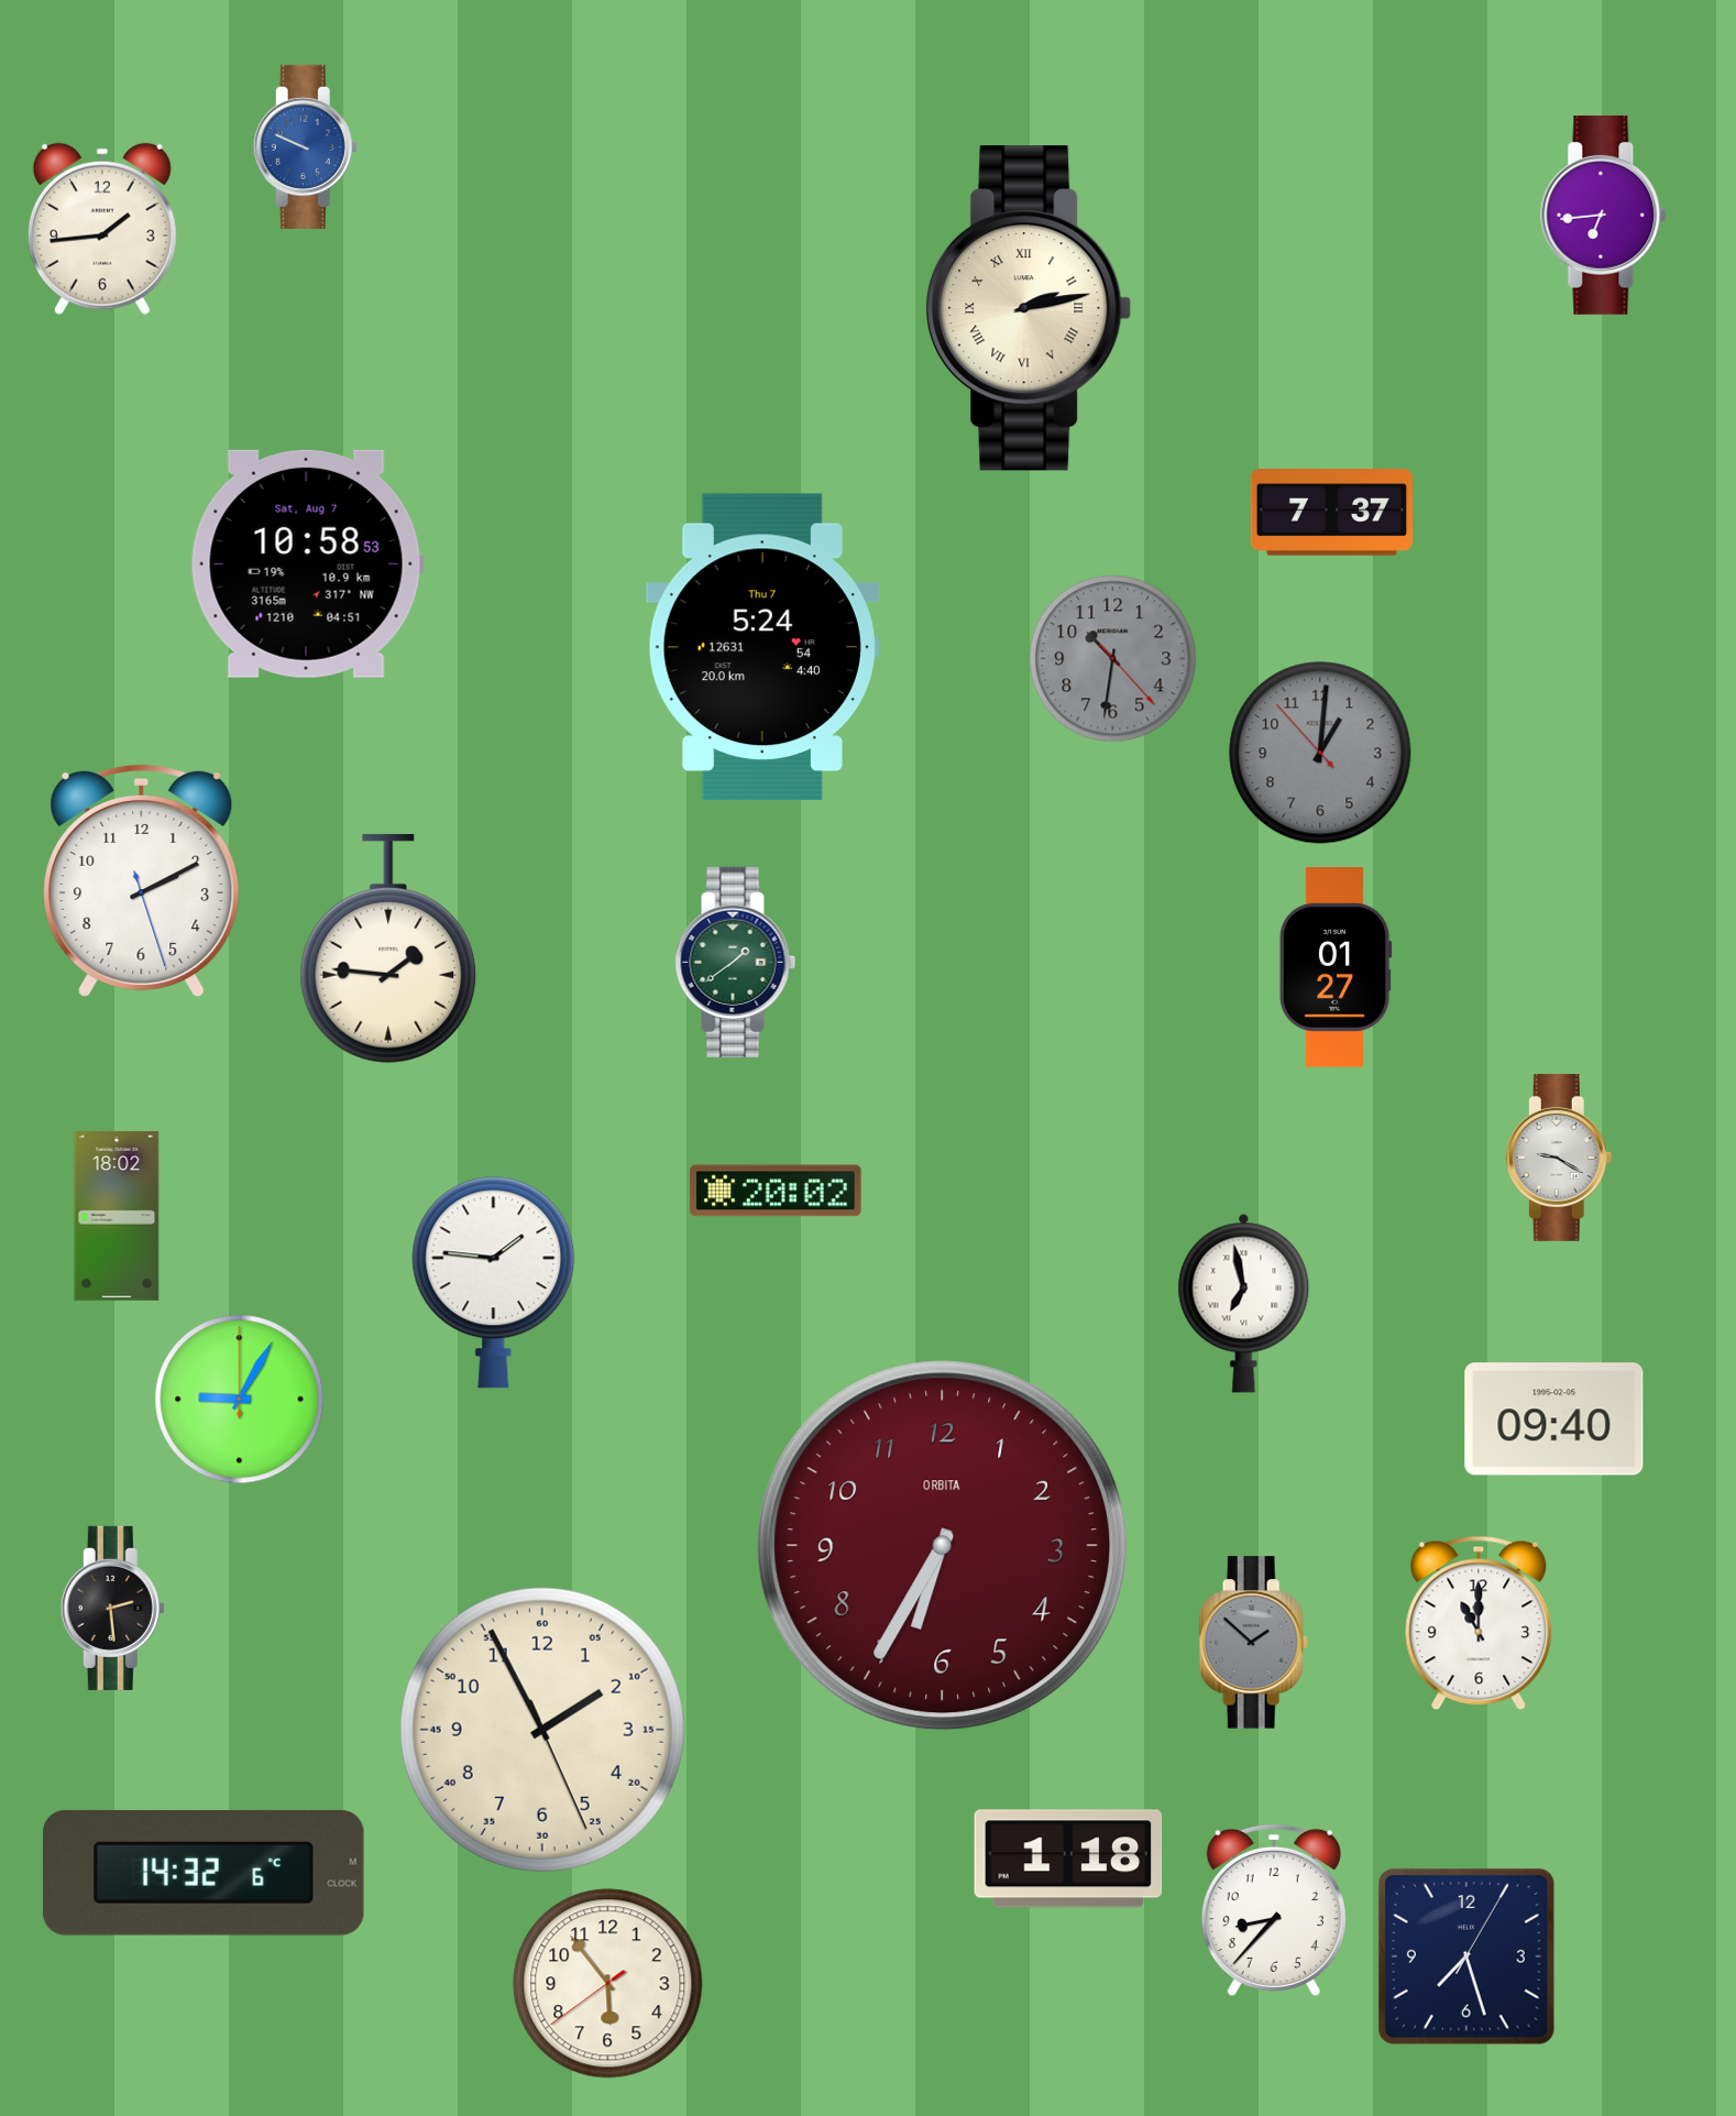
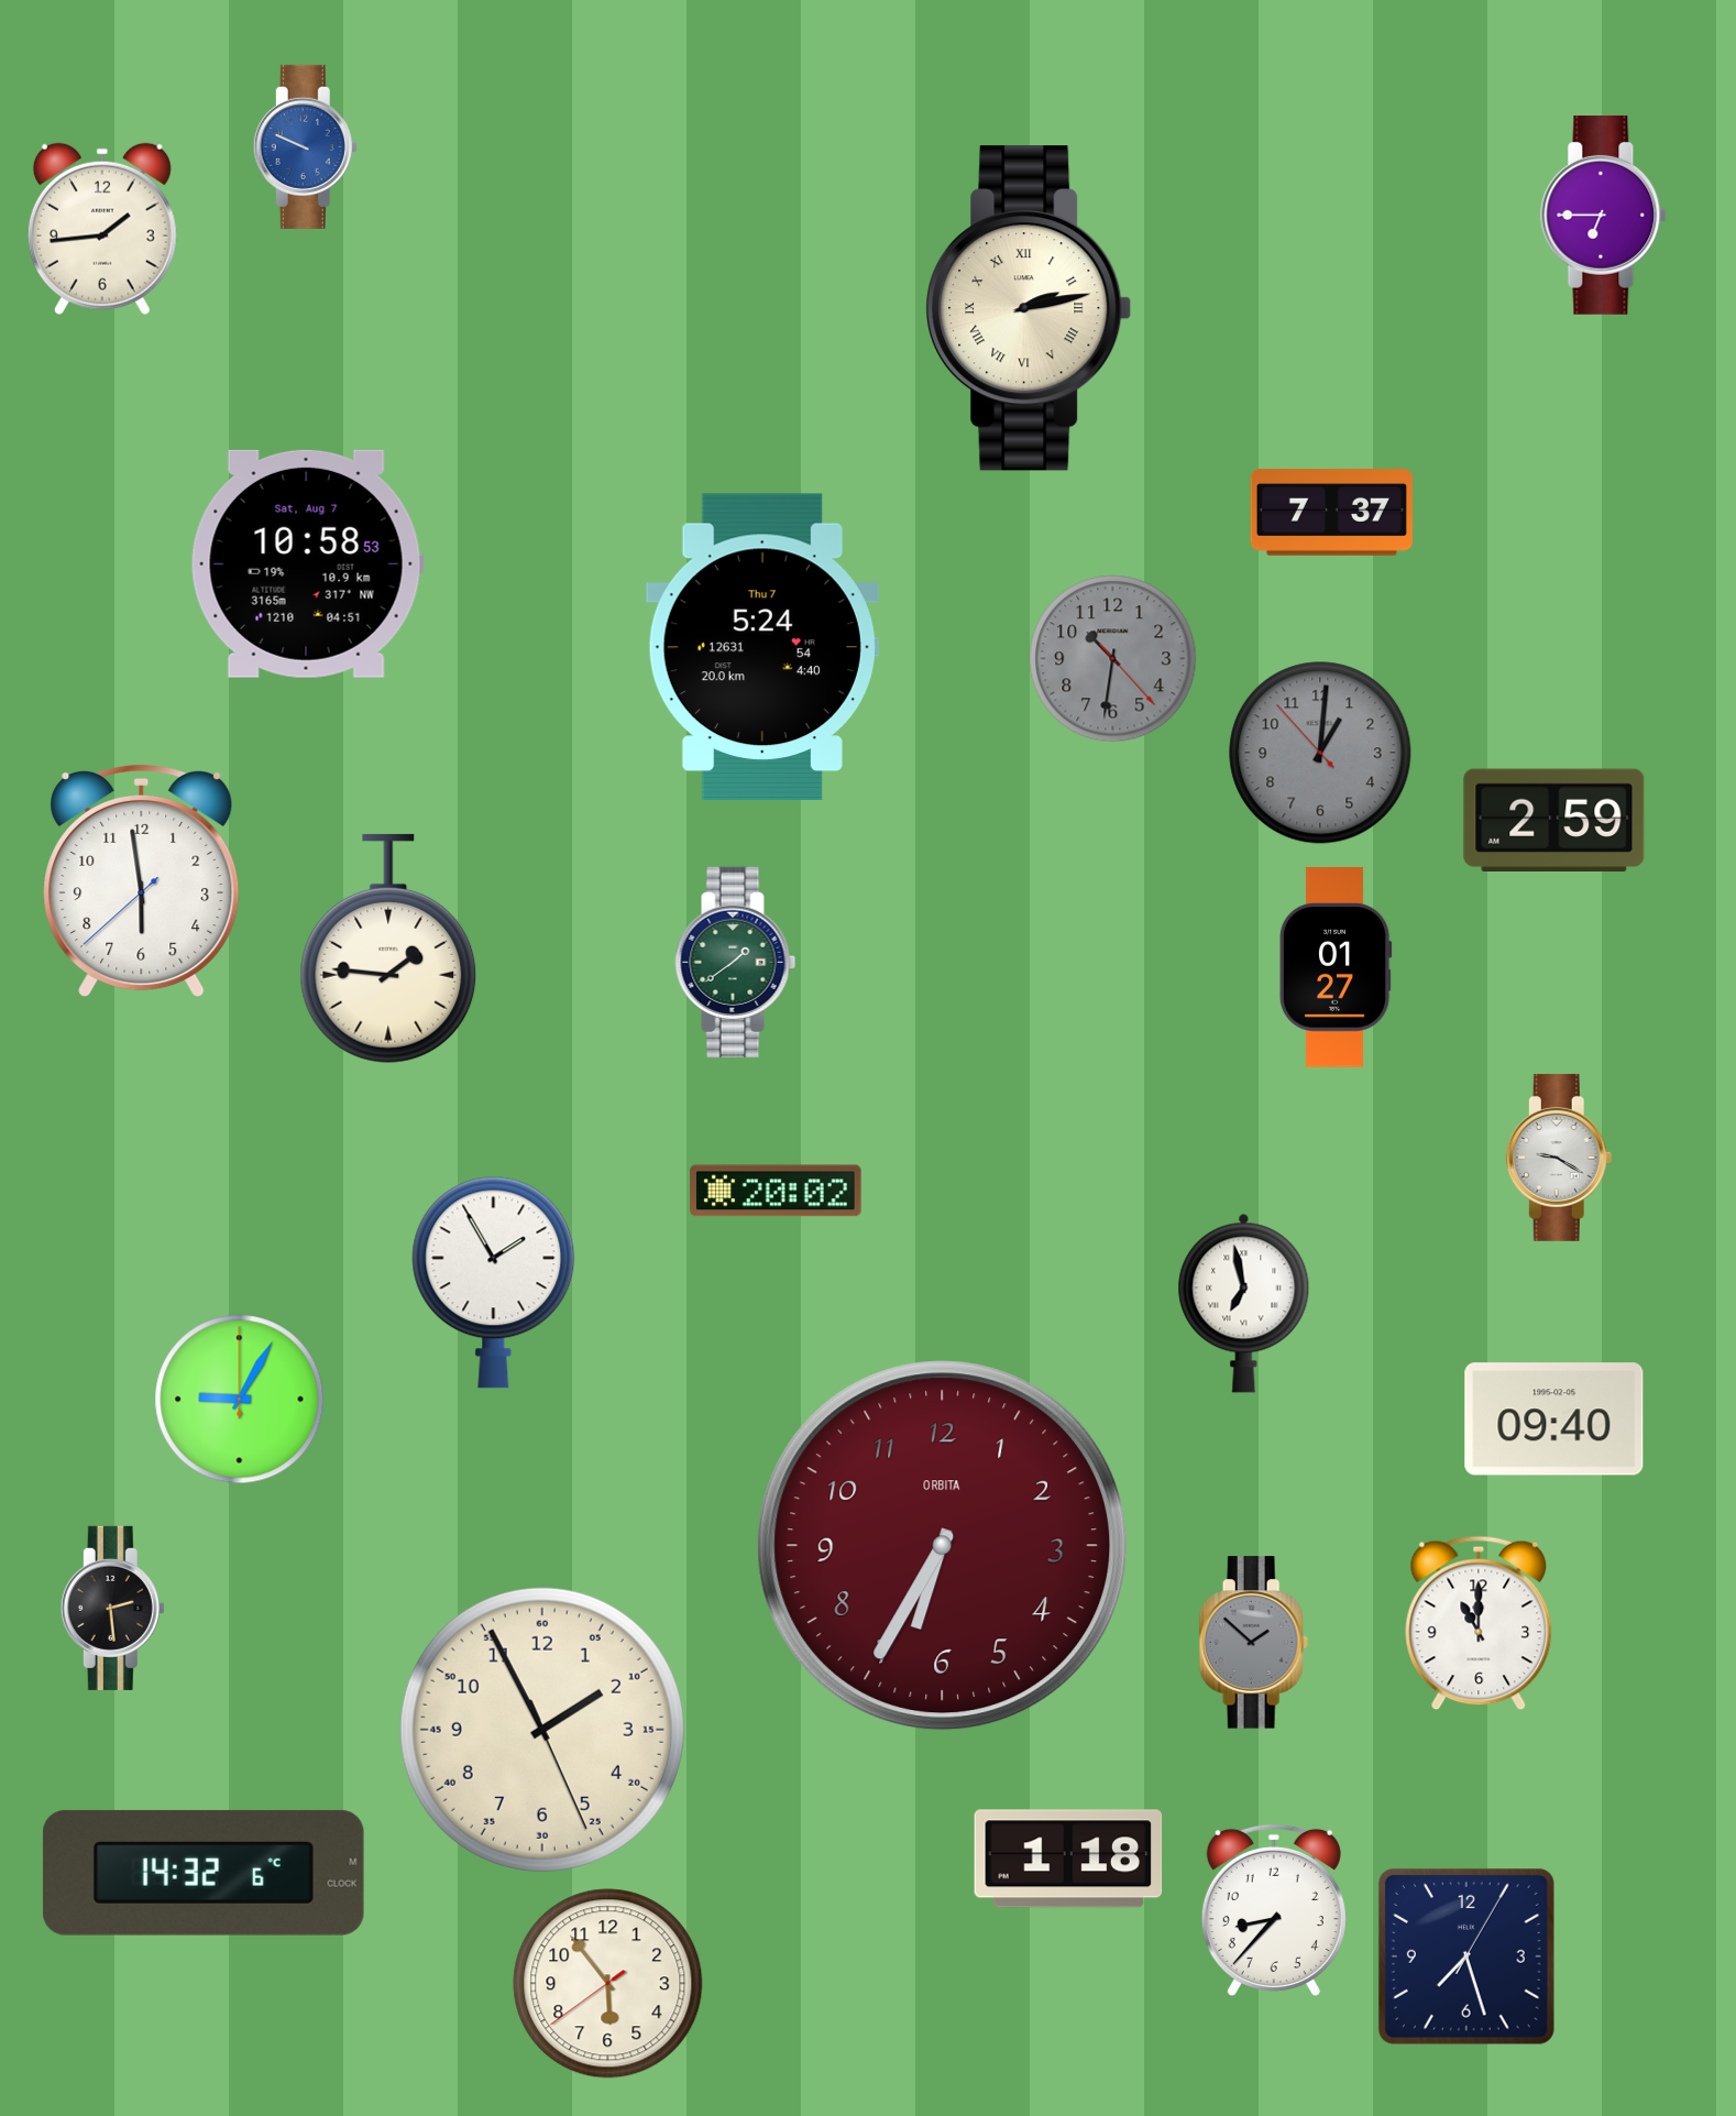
clock at (1604, 215): 6:44 -> 6:45
clock at (1554, 821): none -> 2:59
clock at (142, 881): 2:10 -> 5:58
clock at (117, 1217): 18:02 -> none
clock at (494, 1282): 1:46 -> 1:55
